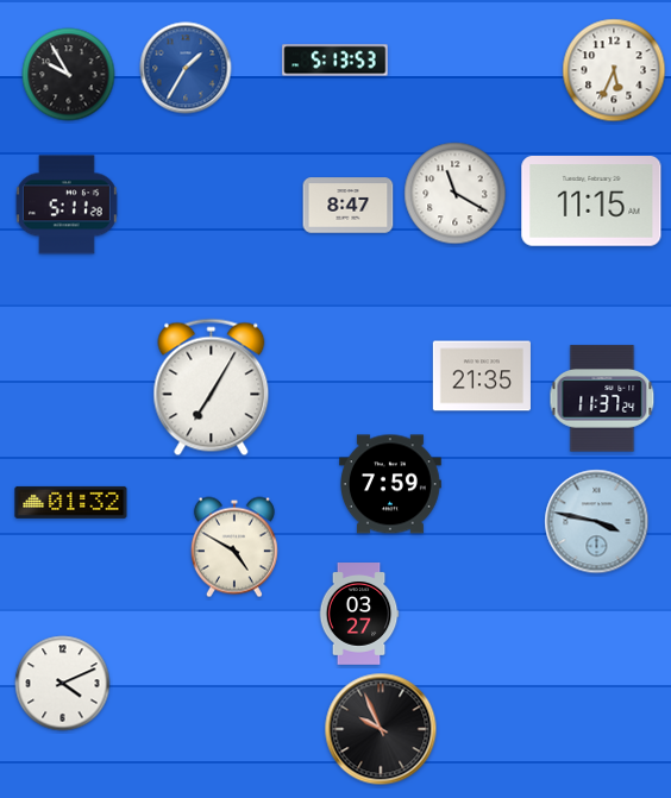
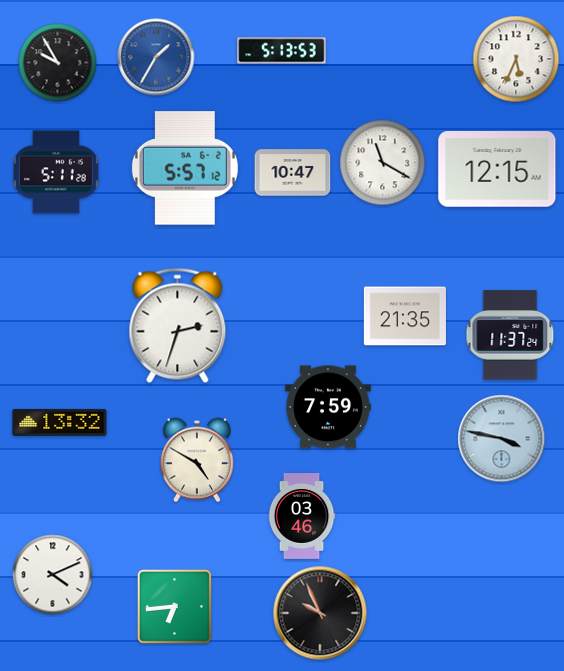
clock at (185, 168): none -> 5:57
clock at (591, 202): 11:15 -> 12:15
clock at (349, 206): 8:47 -> 10:47
clock at (212, 388): 7:05 -> 2:33
clock at (602, 398) position: (602, 398) -> (510, 335)
clock at (71, 502): 01:32 -> 13:32
clock at (359, 615): 03:27 -> 03:46
clock at (174, 606): none -> 6:44
